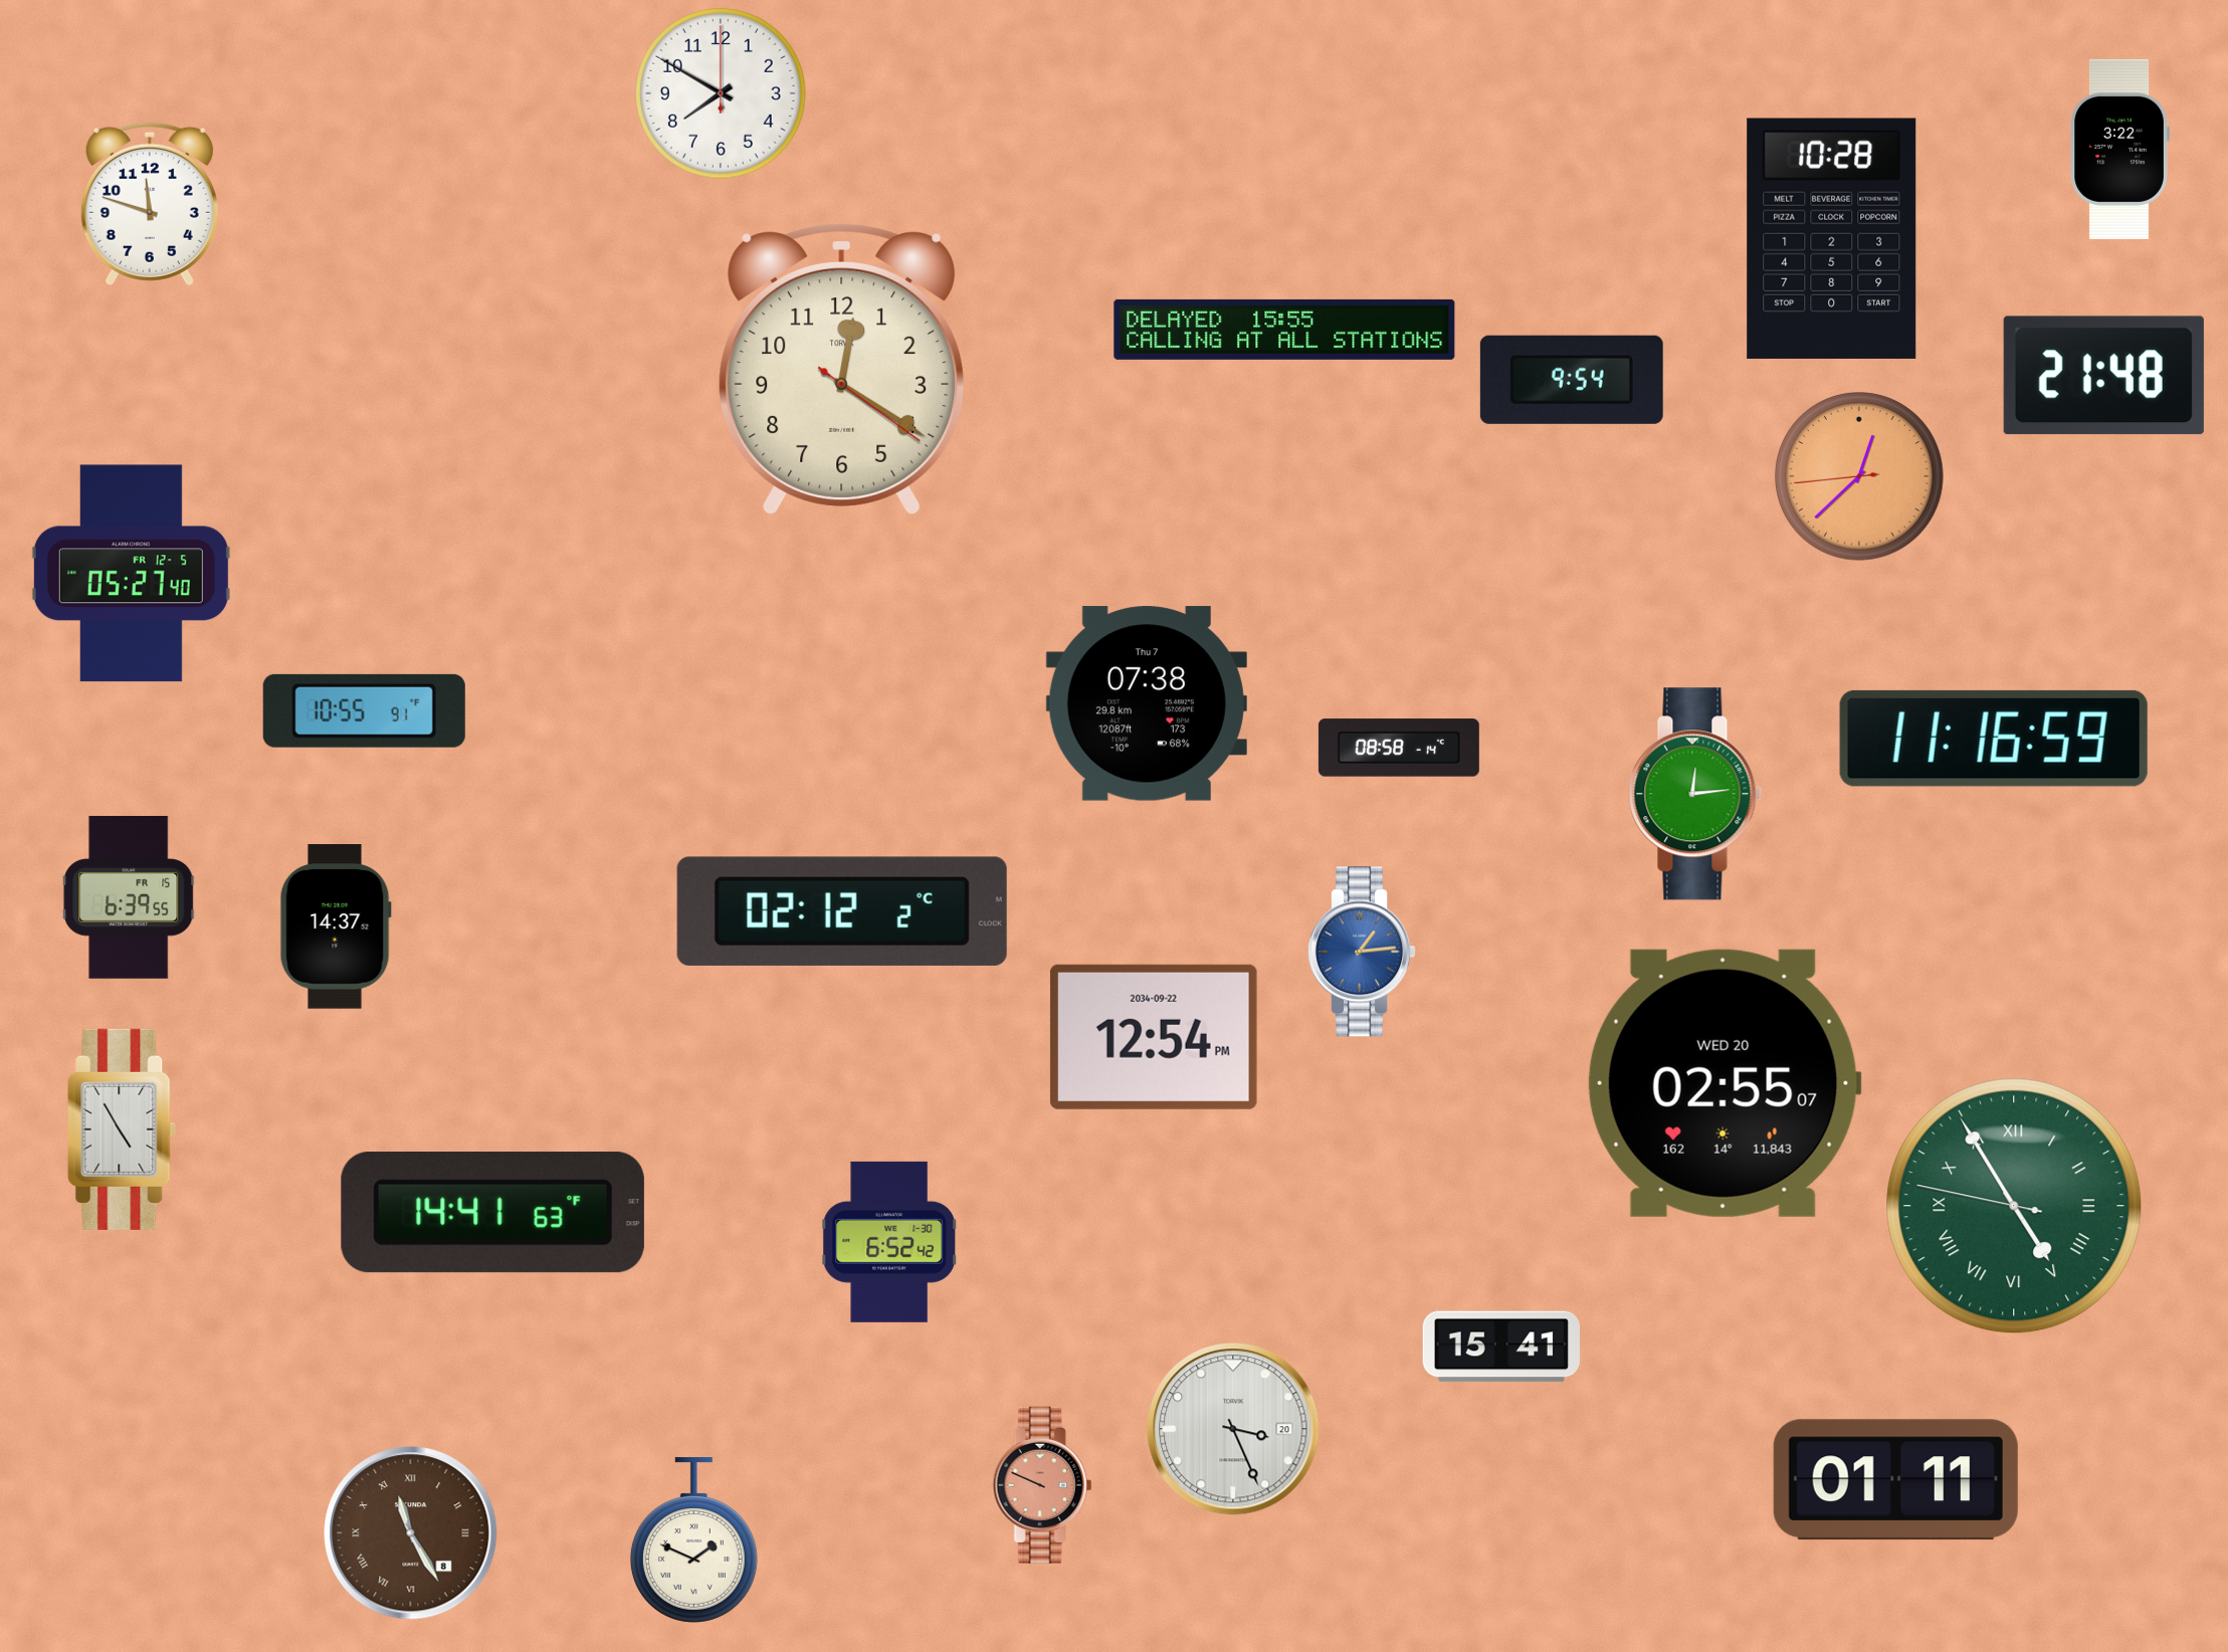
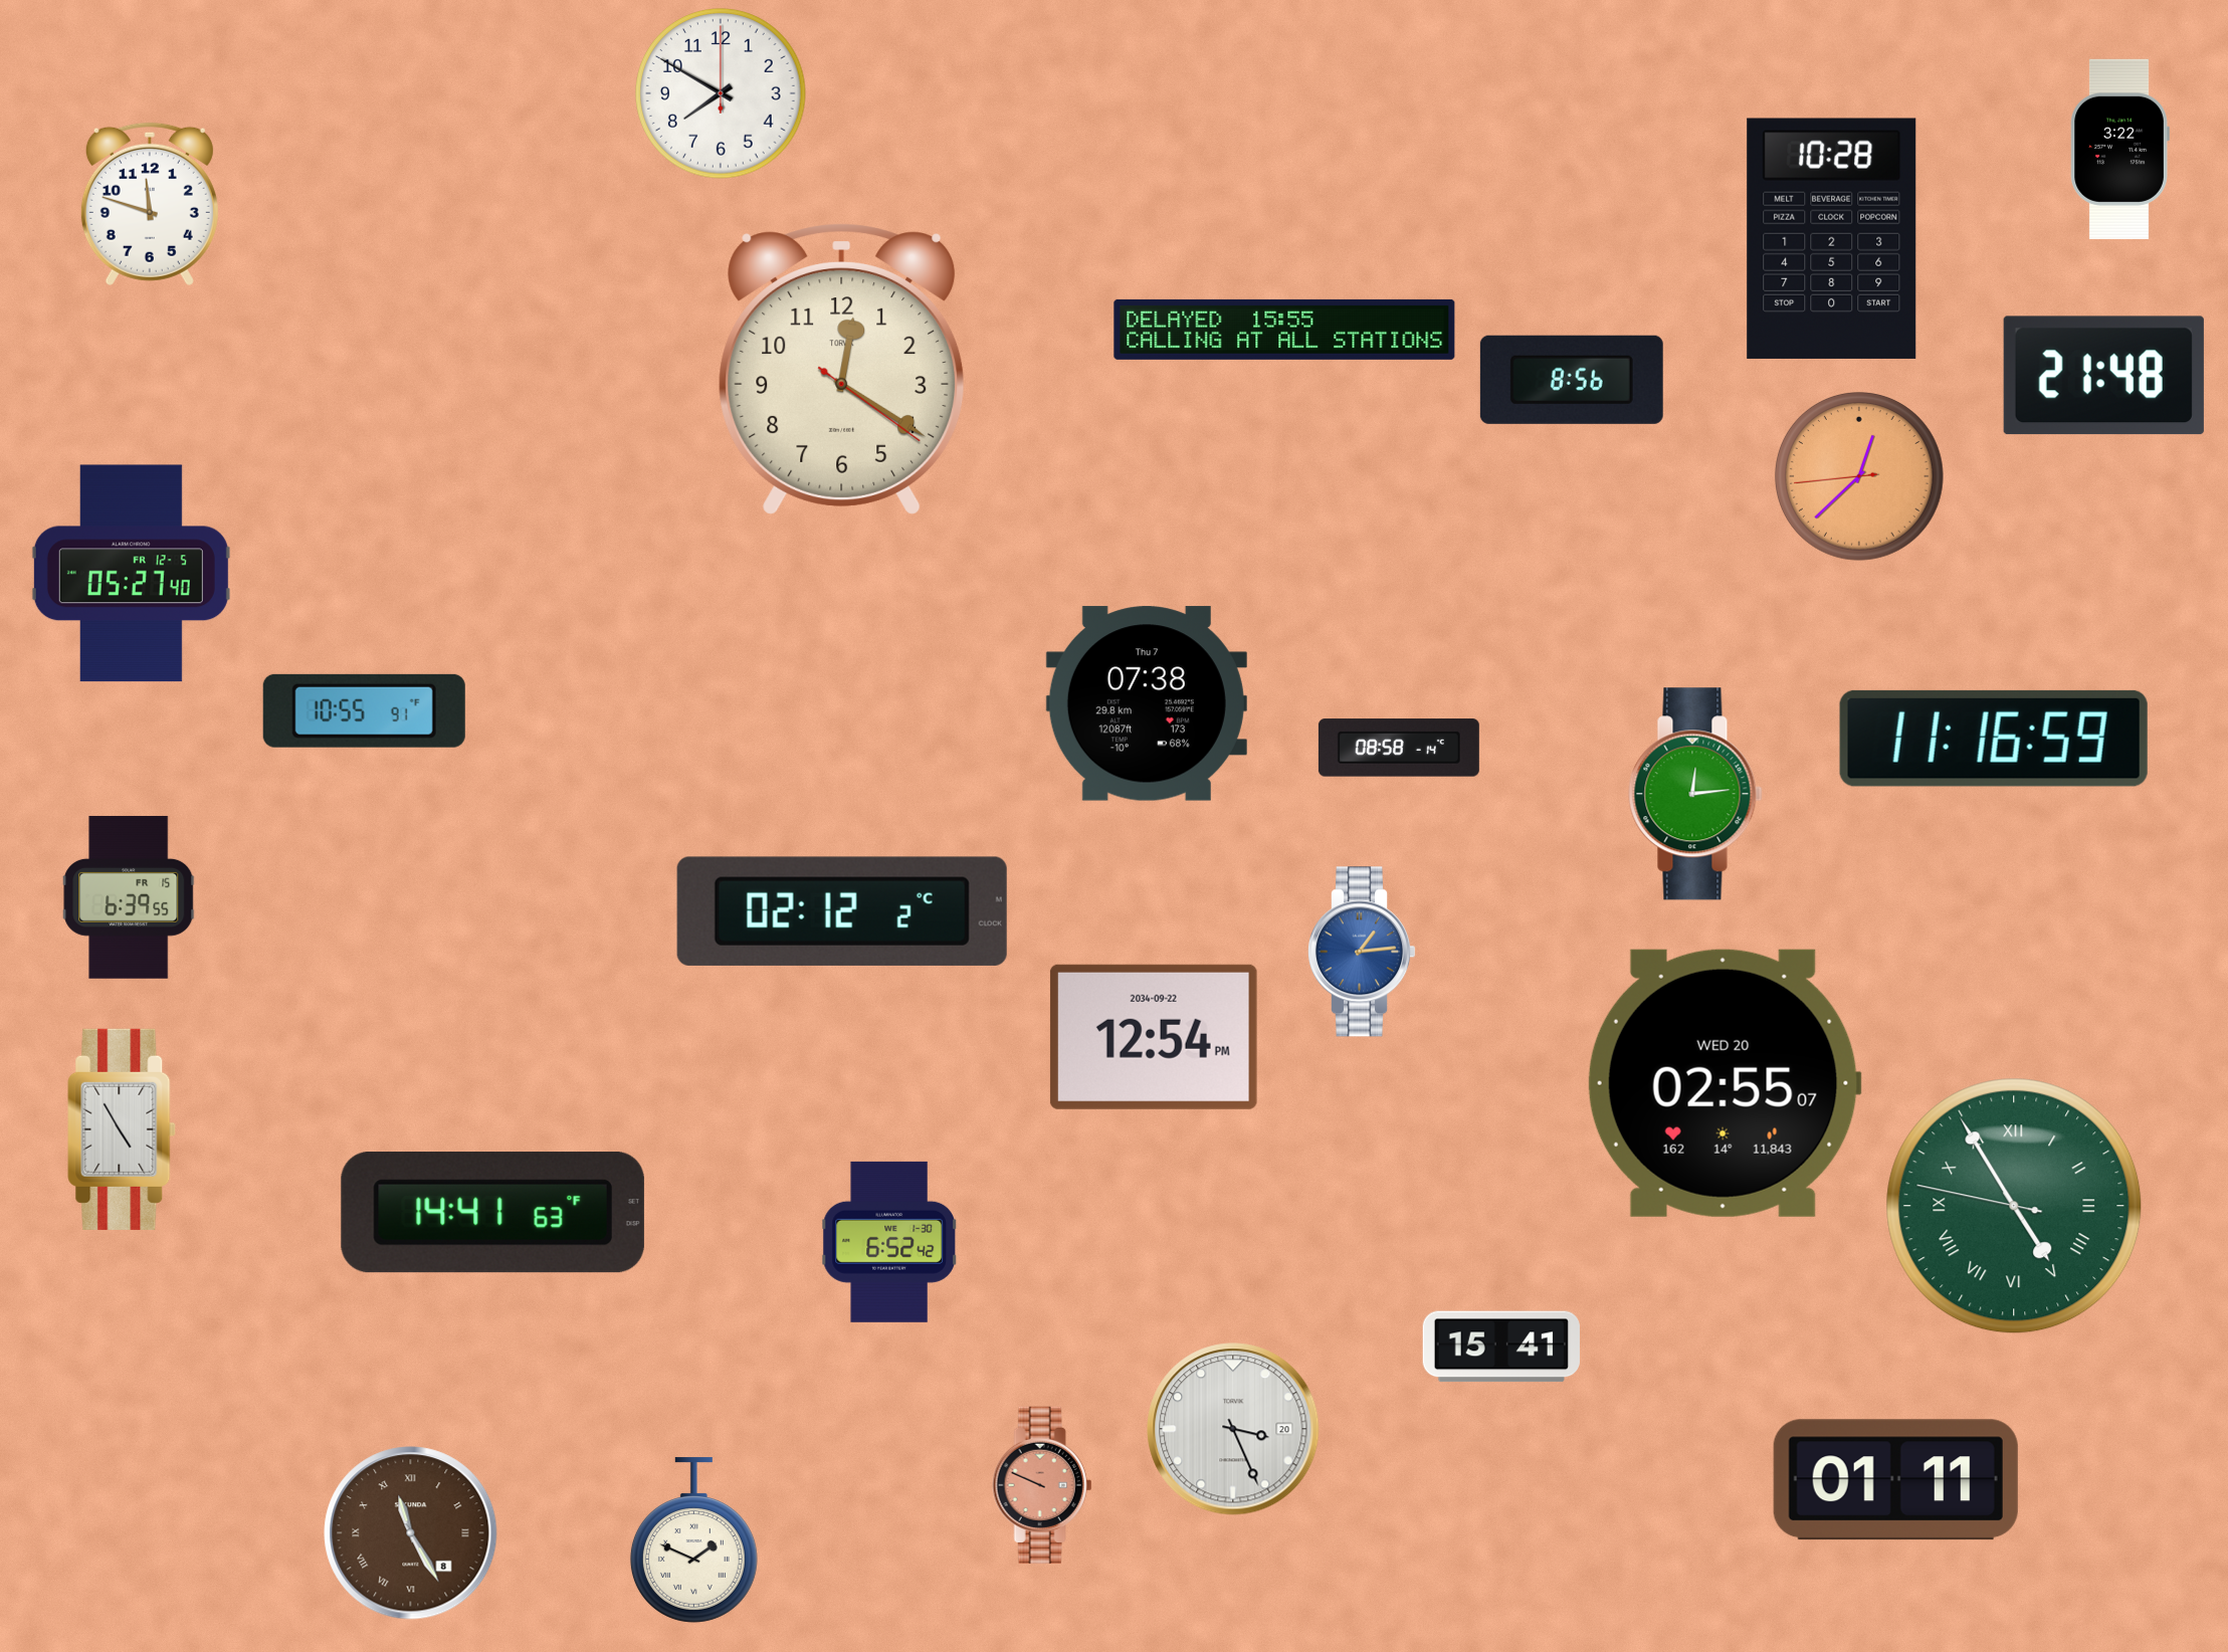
clock at (1572, 380): 9:54 -> 8:56
clock at (336, 926): 14:37 -> none
